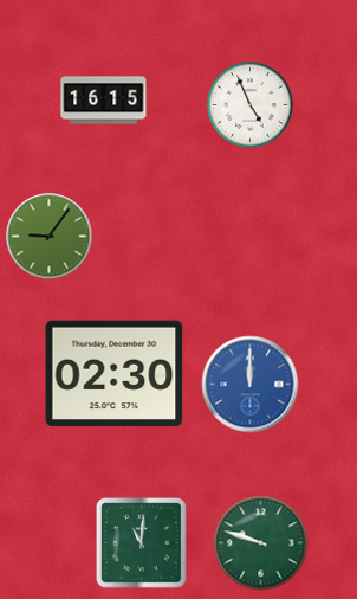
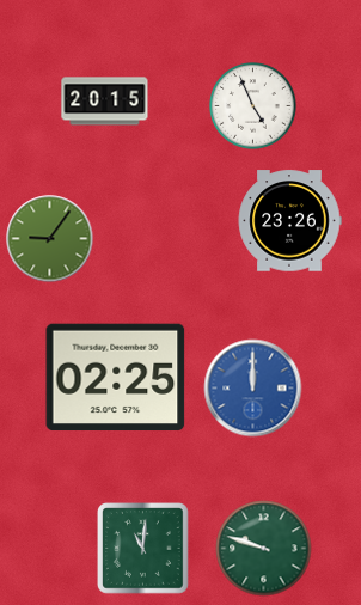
clock at (104, 101): 16:15 -> 20:15
clock at (289, 221): none -> 23:26
clock at (115, 374): 02:30 -> 02:25
